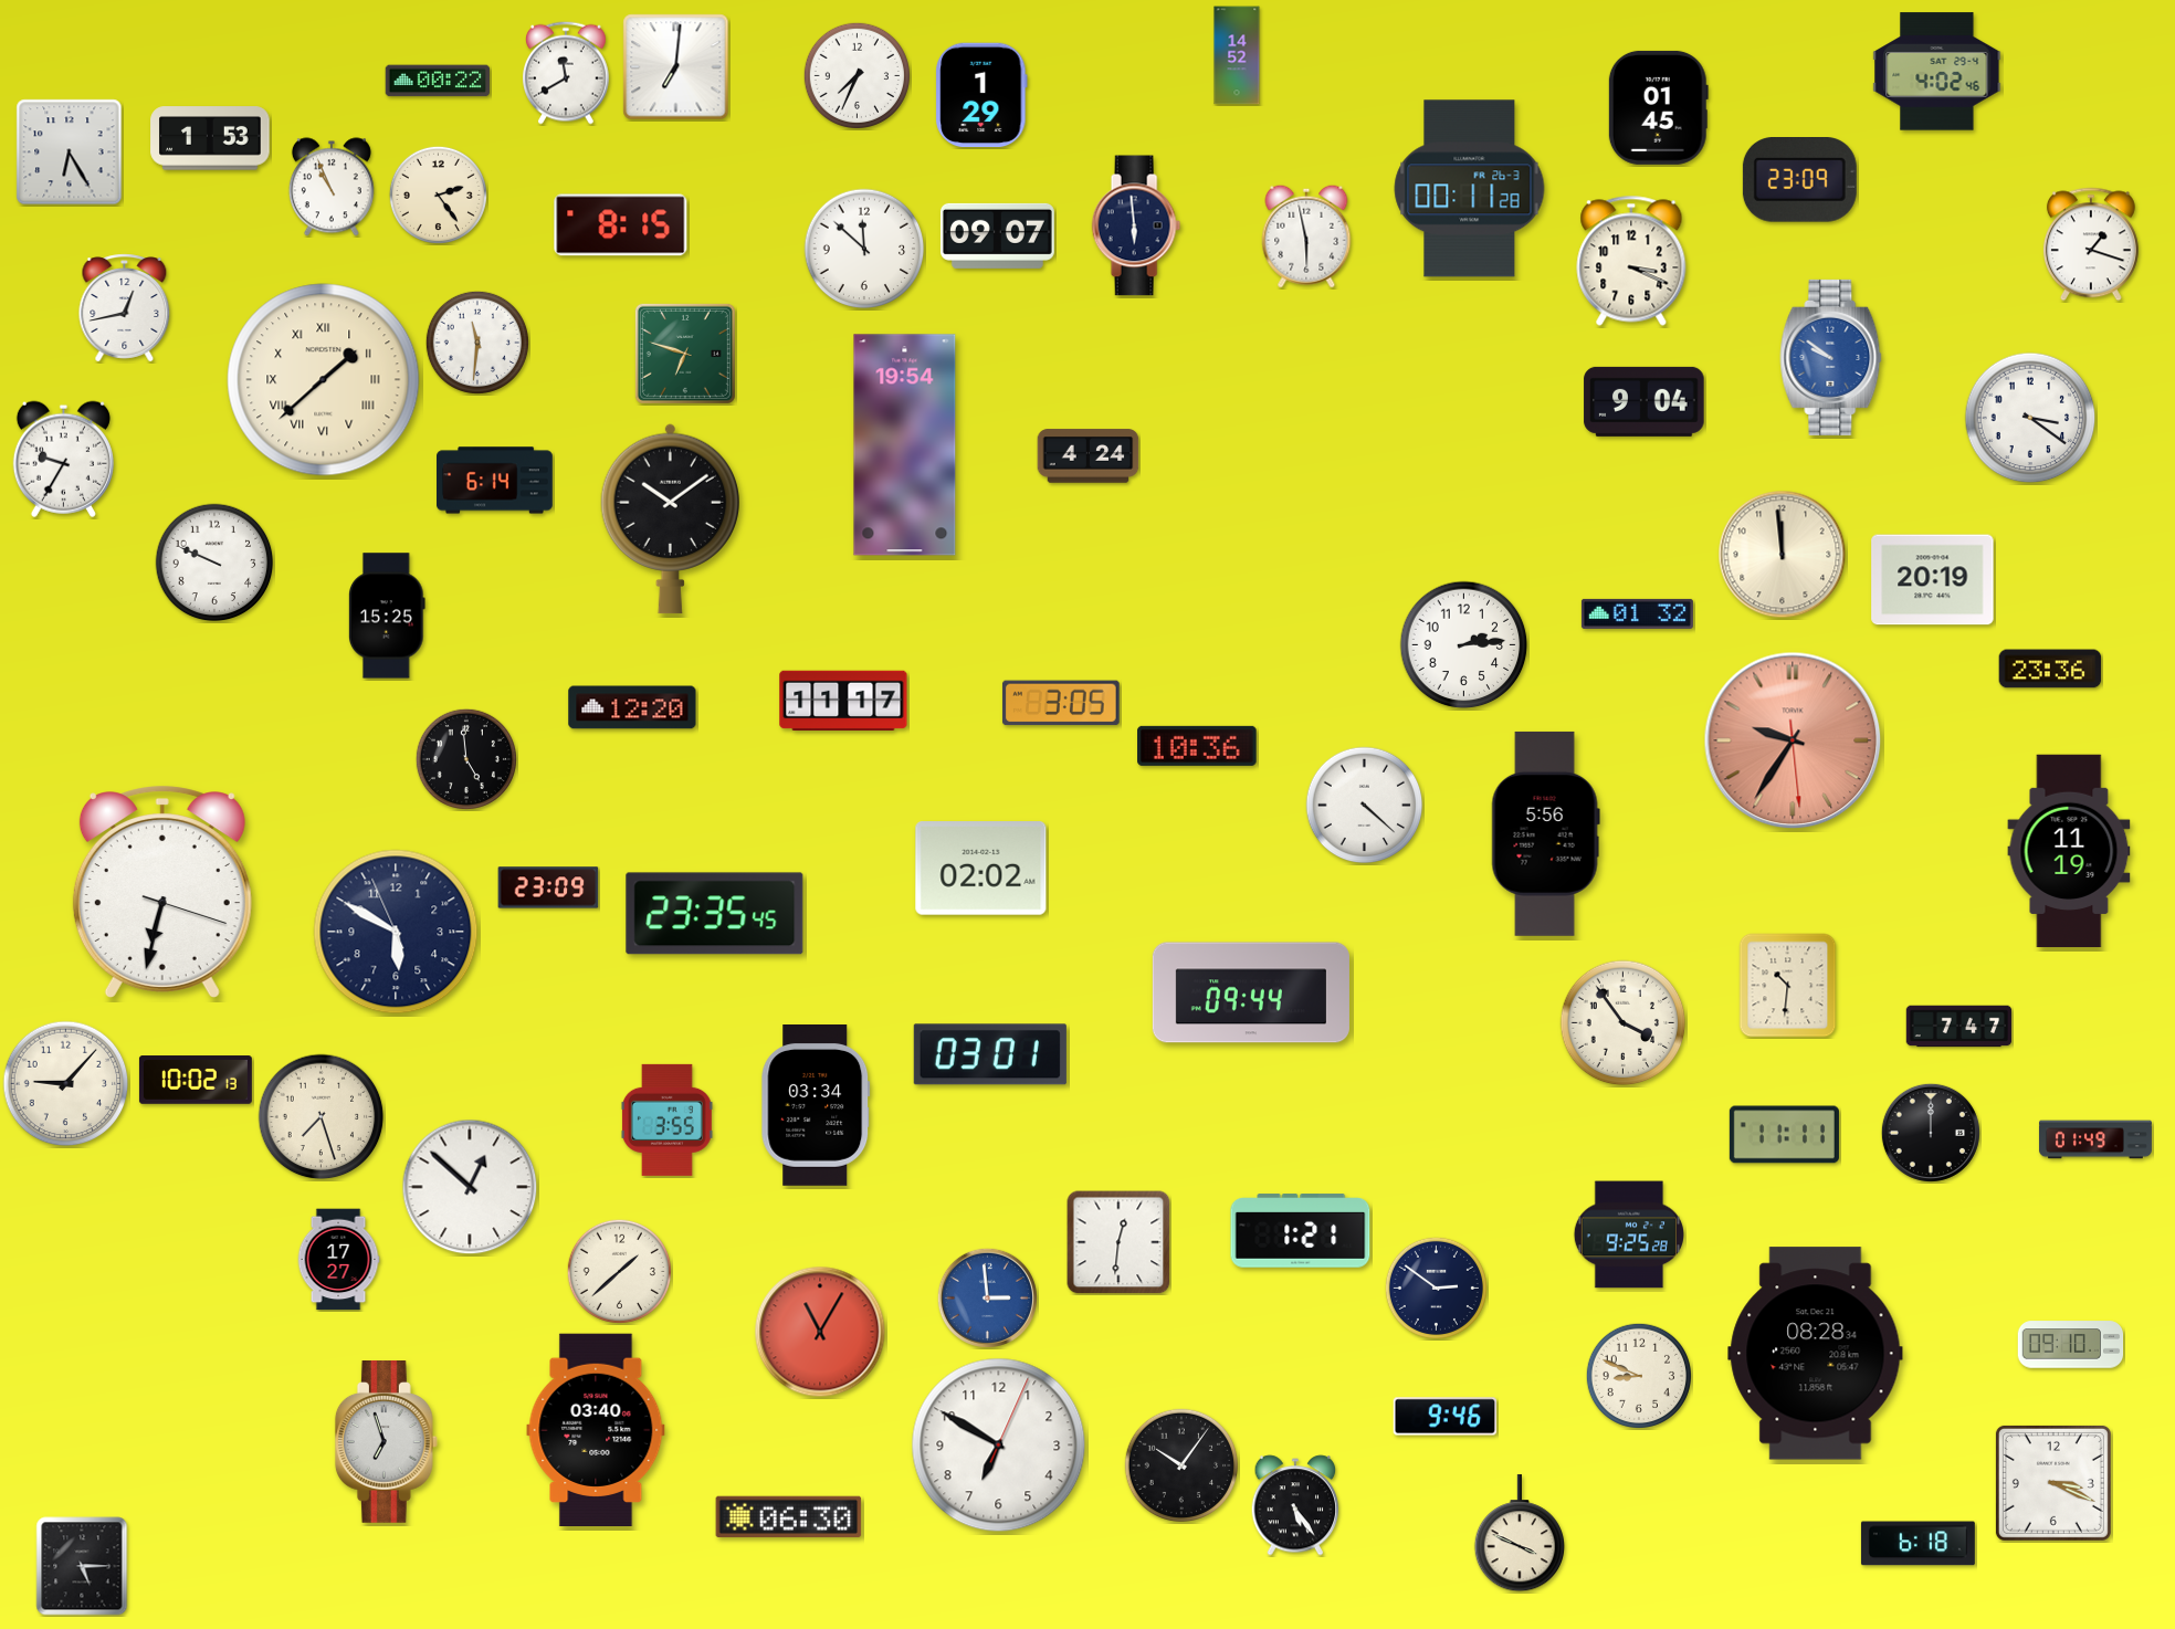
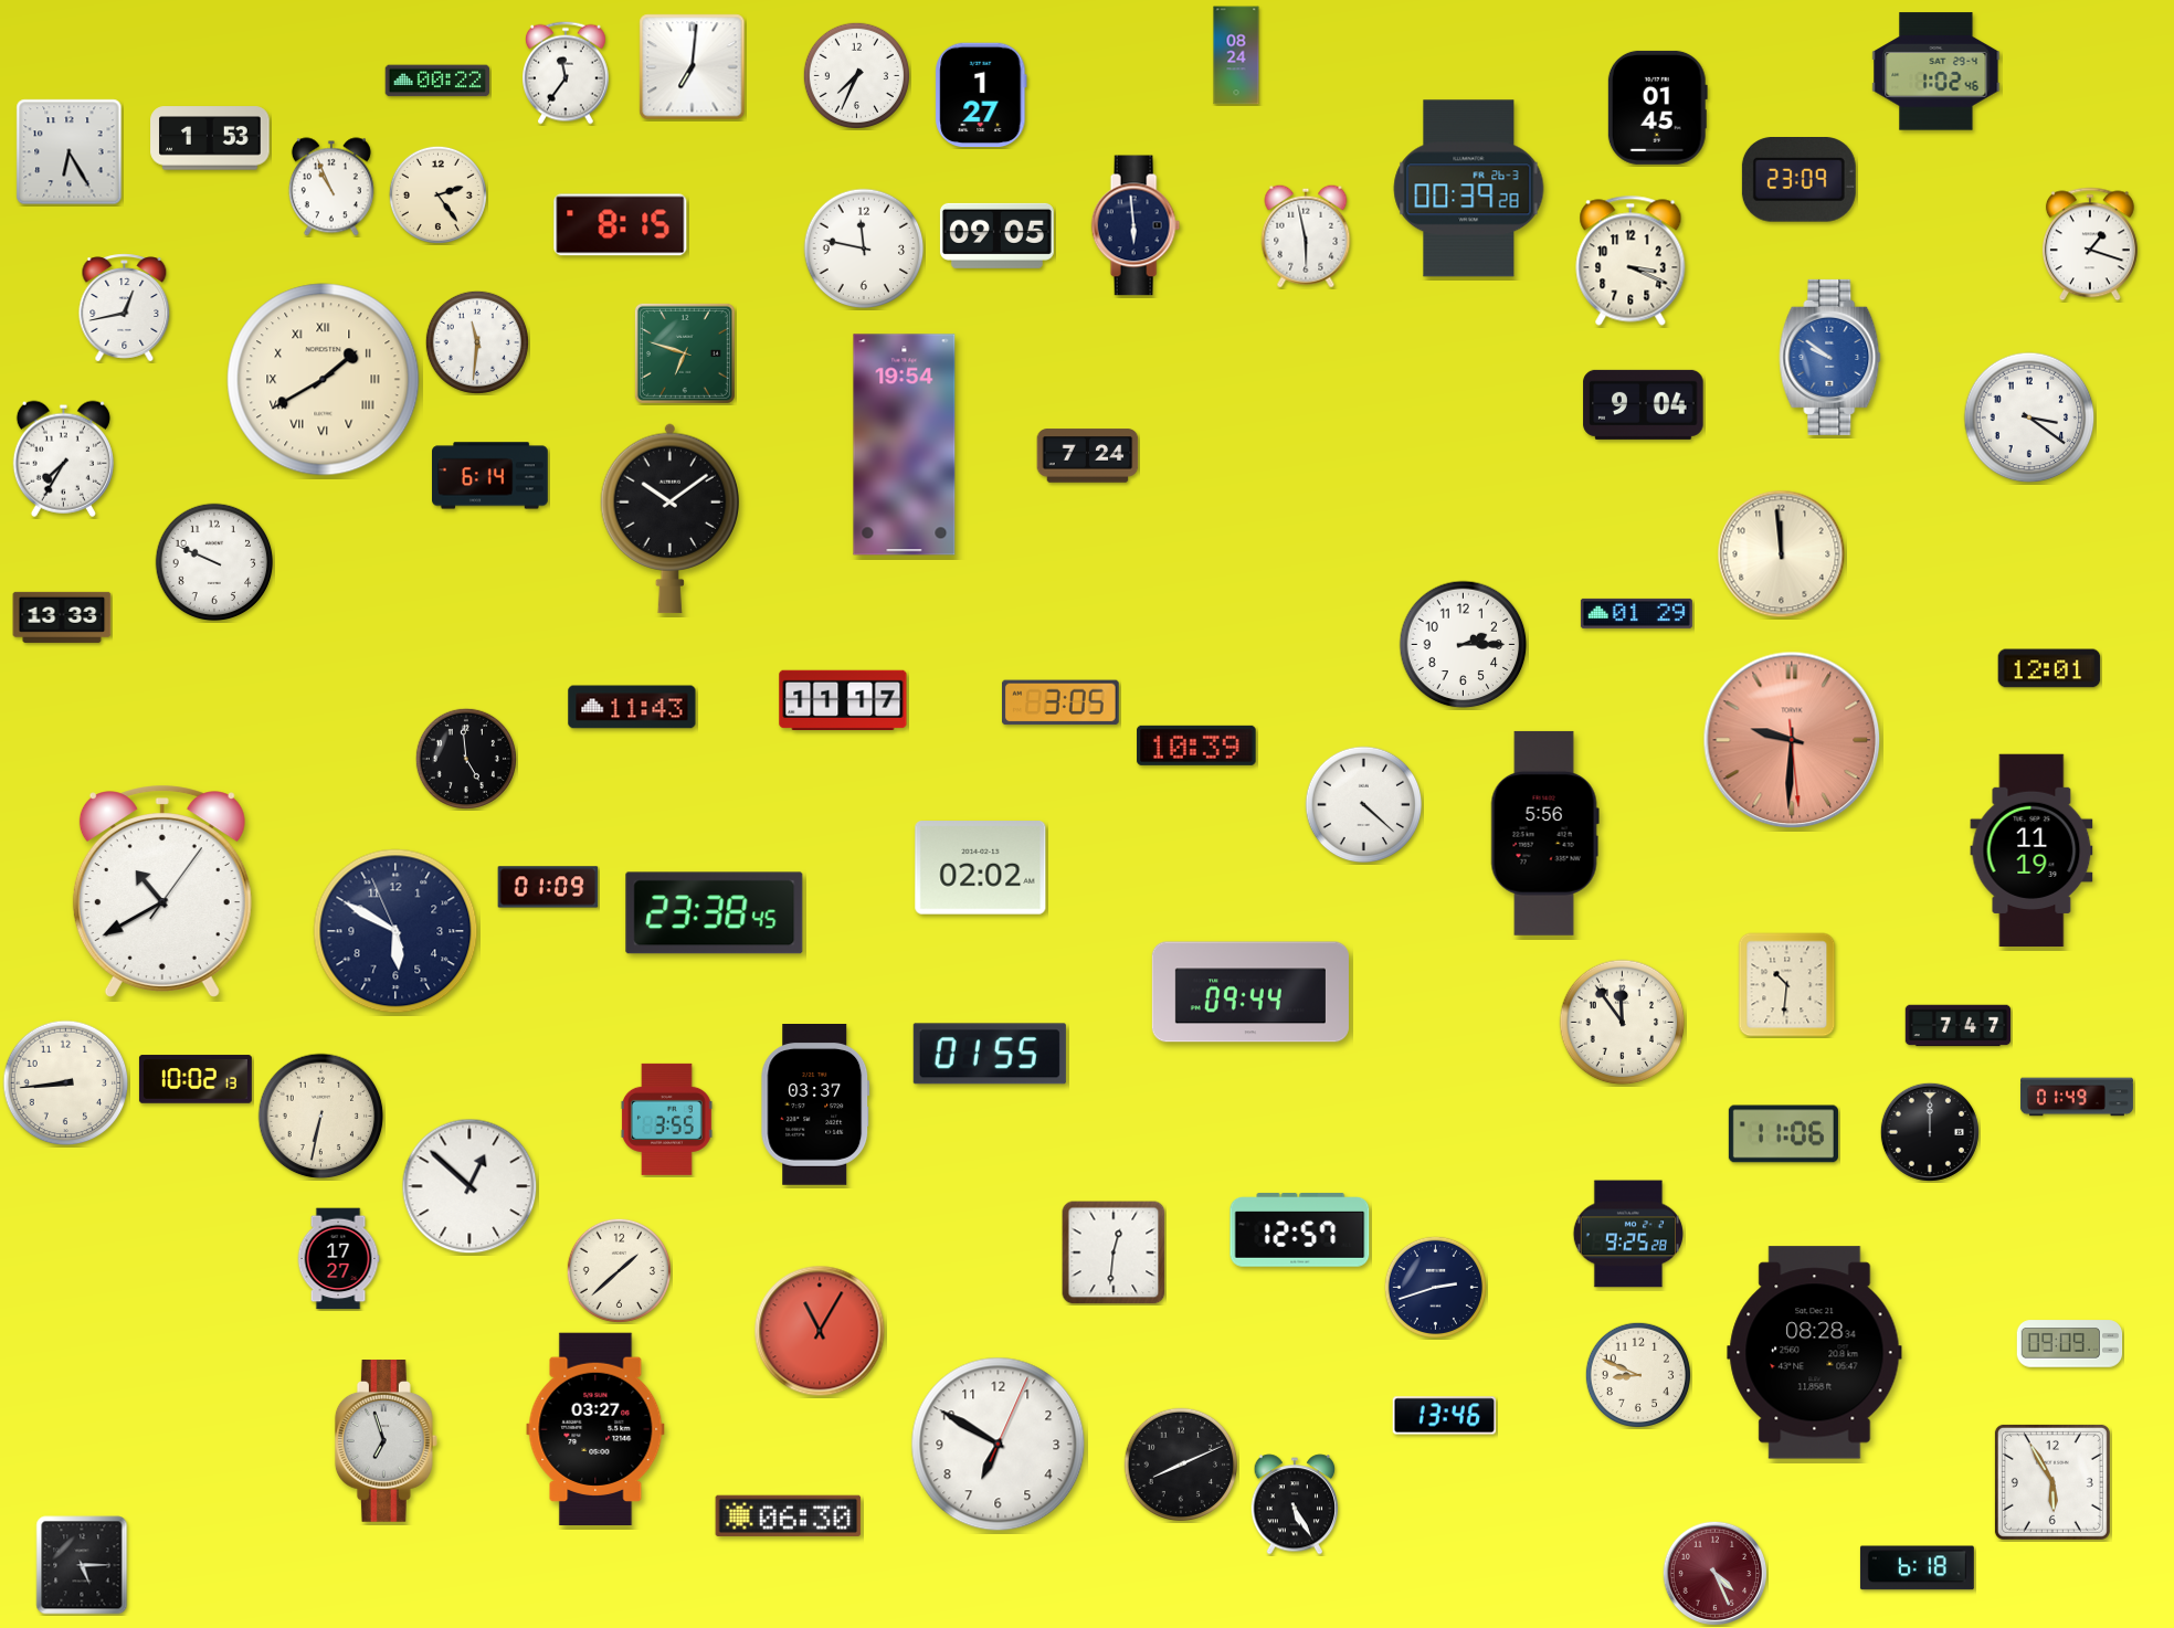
clock at (1237, 55): 14:52 -> 08:24
clock at (676, 67) position: (676, 67) -> (693, 67)
clock at (1937, 72): 4:02 -> 1:02
clock at (567, 73): 11:40 -> 11:36
clock at (981, 95): 1:29 -> 1:27
clock at (1470, 189): 00:11 -> 00:39
clock at (997, 235): 09:07 -> 09:05
clock at (864, 249): 11:52 -> 11:47
clock at (324, 380): 1:38 -> 1:40
clock at (1645, 401) position: (1645, 401) -> (1644, 404)
clock at (1089, 456): 4:24 -> 7:24
clock at (63, 459): 9:35 -> 7:35
clock at (495, 481) position: (495, 481) -> (490, 476)
clock at (1933, 580): 20:19 -> none
clock at (1637, 613): 01:32 -> 01:29
clock at (387, 616): 15:25 -> none
clock at (62, 617): none -> 13:33
clock at (1464, 645): 2:14 -> 2:15
clock at (2050, 669): 23:36 -> 12:01
clock at (632, 707): 12:20 -> 11:43
clock at (1793, 740): 9:35 -> 9:30
clock at (1197, 746): 10:36 -> 10:39
clock at (2069, 851) position: (2069, 851) -> (2031, 850)
clock at (548, 887): 23:09 -> 01:09
clock at (162, 892): 6:32 -> 10:40
clock at (715, 914): 23:35 -> 23:38
clock at (1624, 1023): 3:54 -> 11:54
clock at (990, 1054): 03:01 -> 01:55
clock at (66, 1084): 9:07 -> 8:44
clock at (816, 1106): 03:34 -> 03:37
clock at (322, 1117): 7:27 -> 6:32
clock at (1784, 1135): 11:11 -> 11:06
clock at (2095, 1139) position: (2095, 1139) -> (2077, 1097)
clock at (1301, 1231): 1:21 -> 12:57
clock at (1118, 1242) position: (1118, 1242) -> (1114, 1252)
clock at (1436, 1288): 2:51 -> 2:42
clock at (987, 1297): 2:59 -> none
clock at (2071, 1345): 09:10 -> 09:09
clock at (1446, 1417): 9:46 -> 13:46
clock at (596, 1429): 03:40 -> 03:27
clock at (1181, 1465): 10:06 -> 8:11
clock at (2053, 1483): 3:19 -> 5:55
clock at (1295, 1505): 5:24 -> 5:25
clock at (1519, 1534): 3:49 -> none
clock at (1917, 1544) position: (1917, 1544) -> (1917, 1568)
clock at (1714, 1573): none -> 4:26
